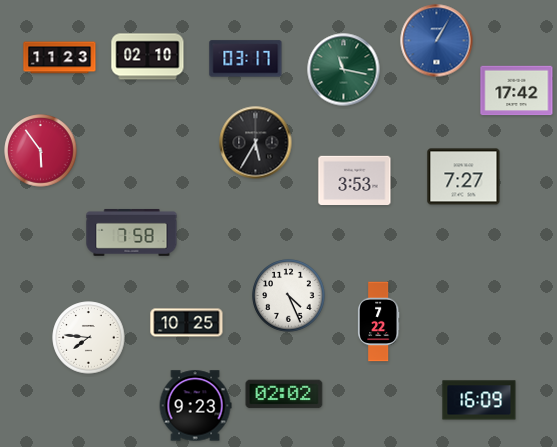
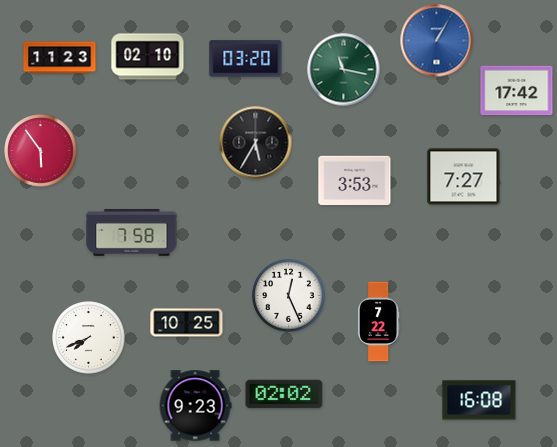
clock at (246, 59): 03:17 -> 03:20
clock at (289, 296): 4:26 -> 12:26
clock at (89, 338): 7:46 -> 7:41
clock at (479, 400): 16:09 -> 16:08
